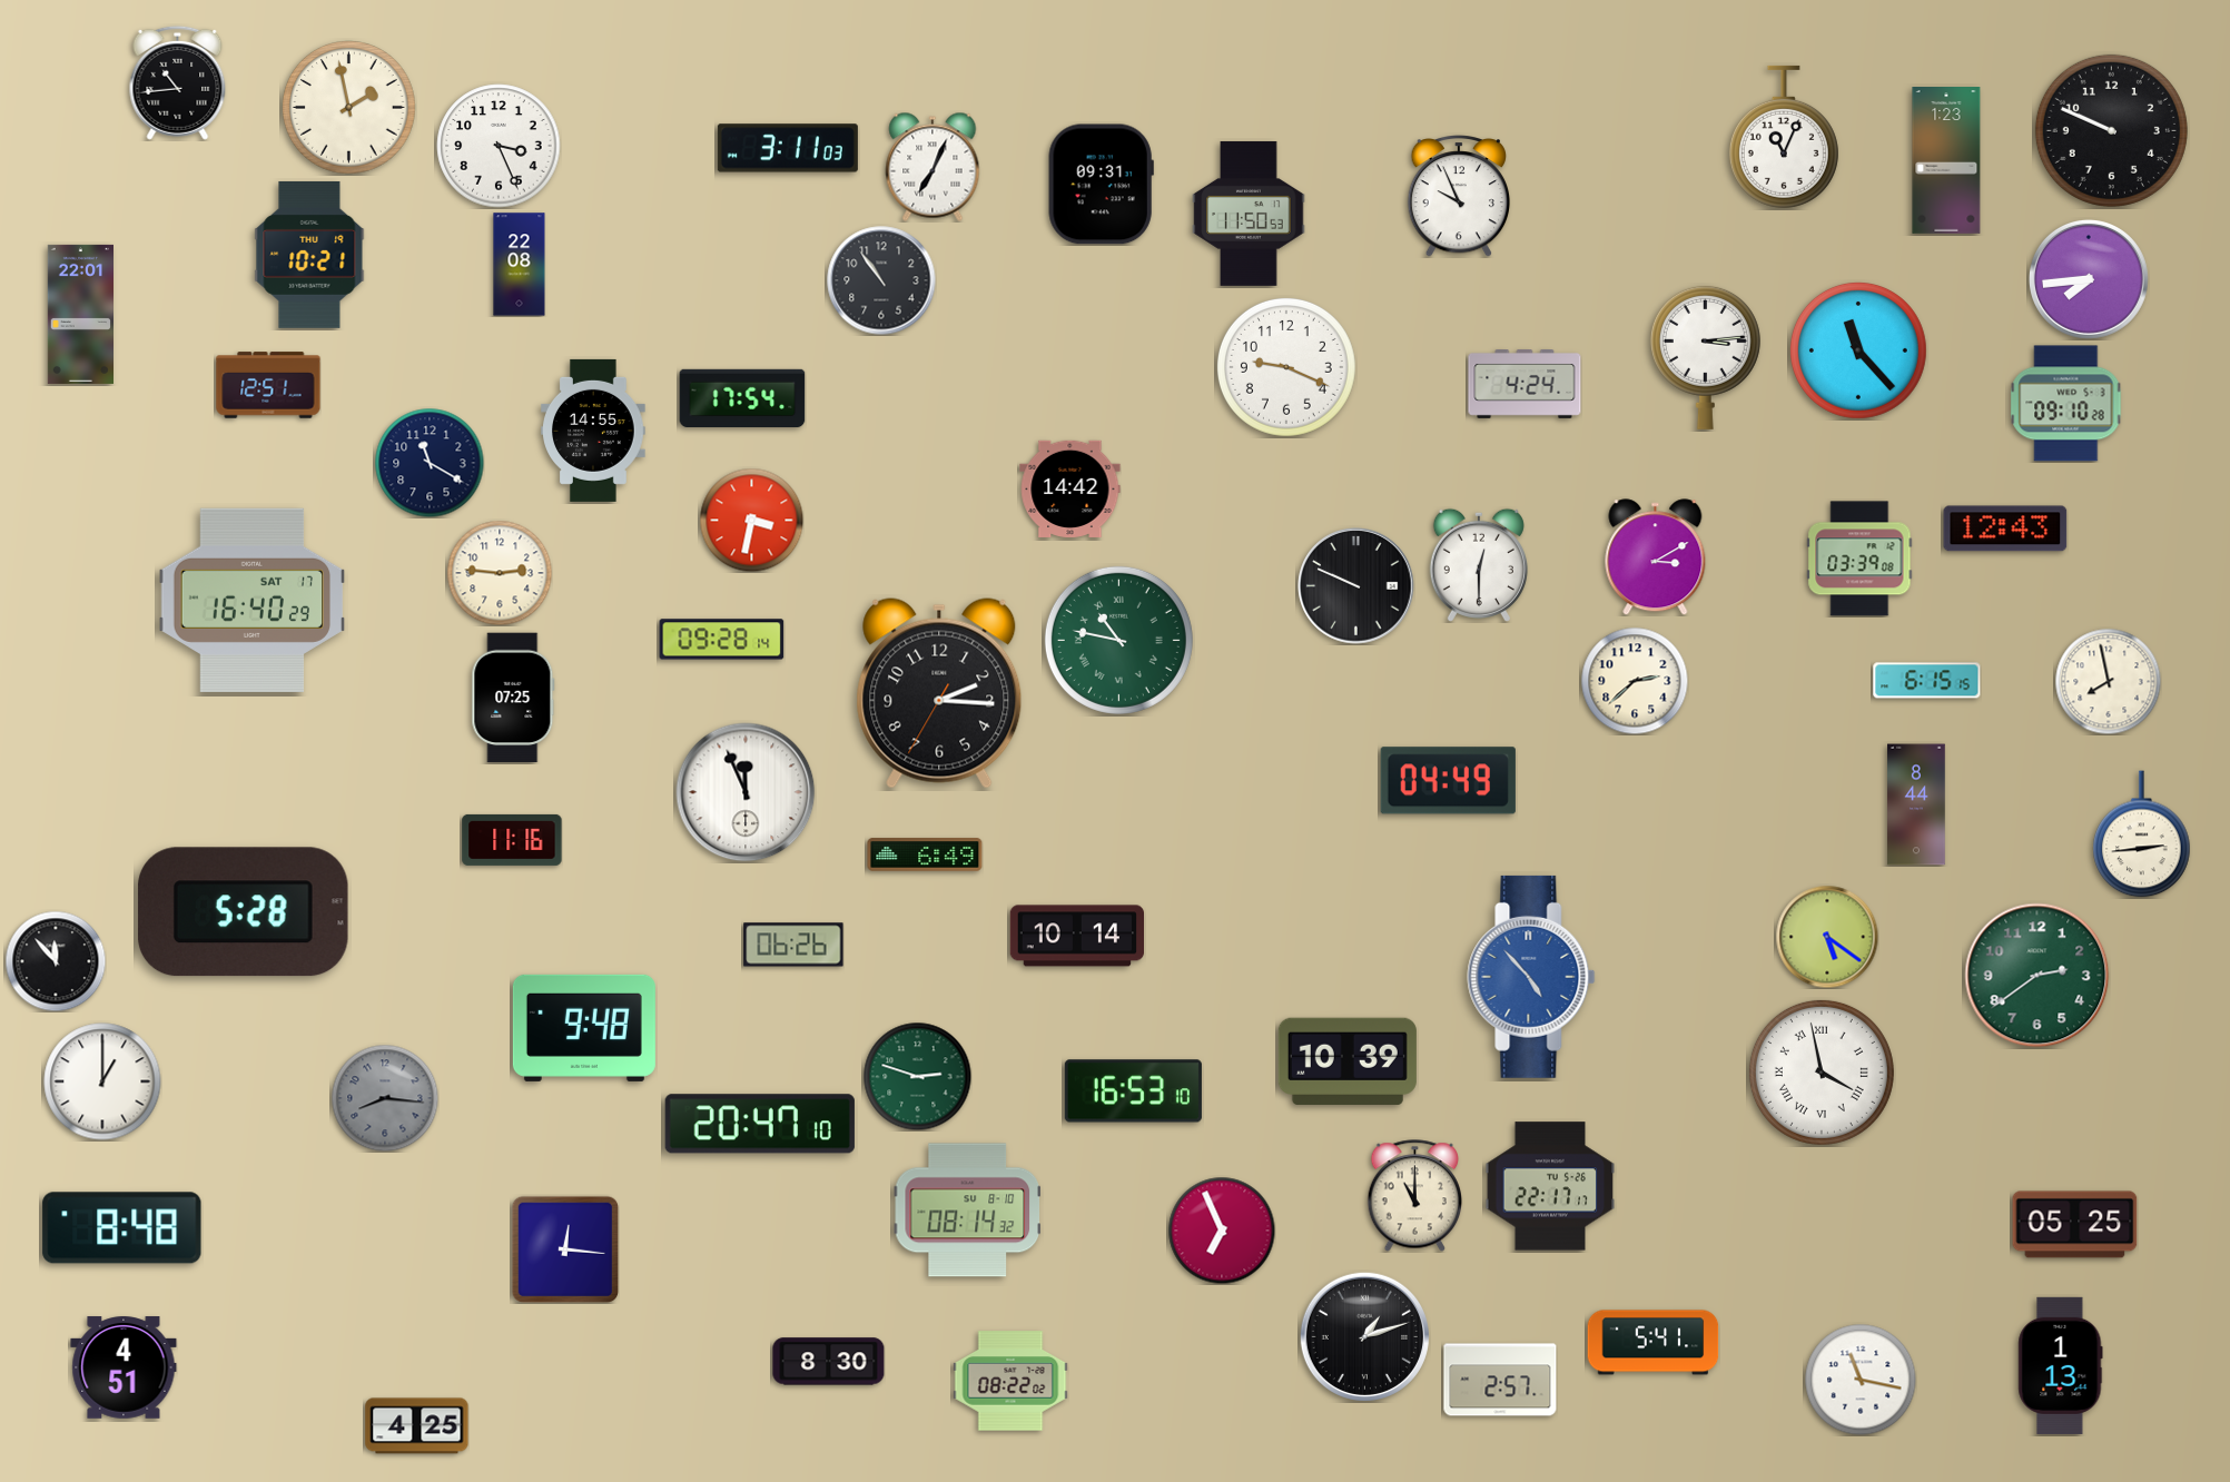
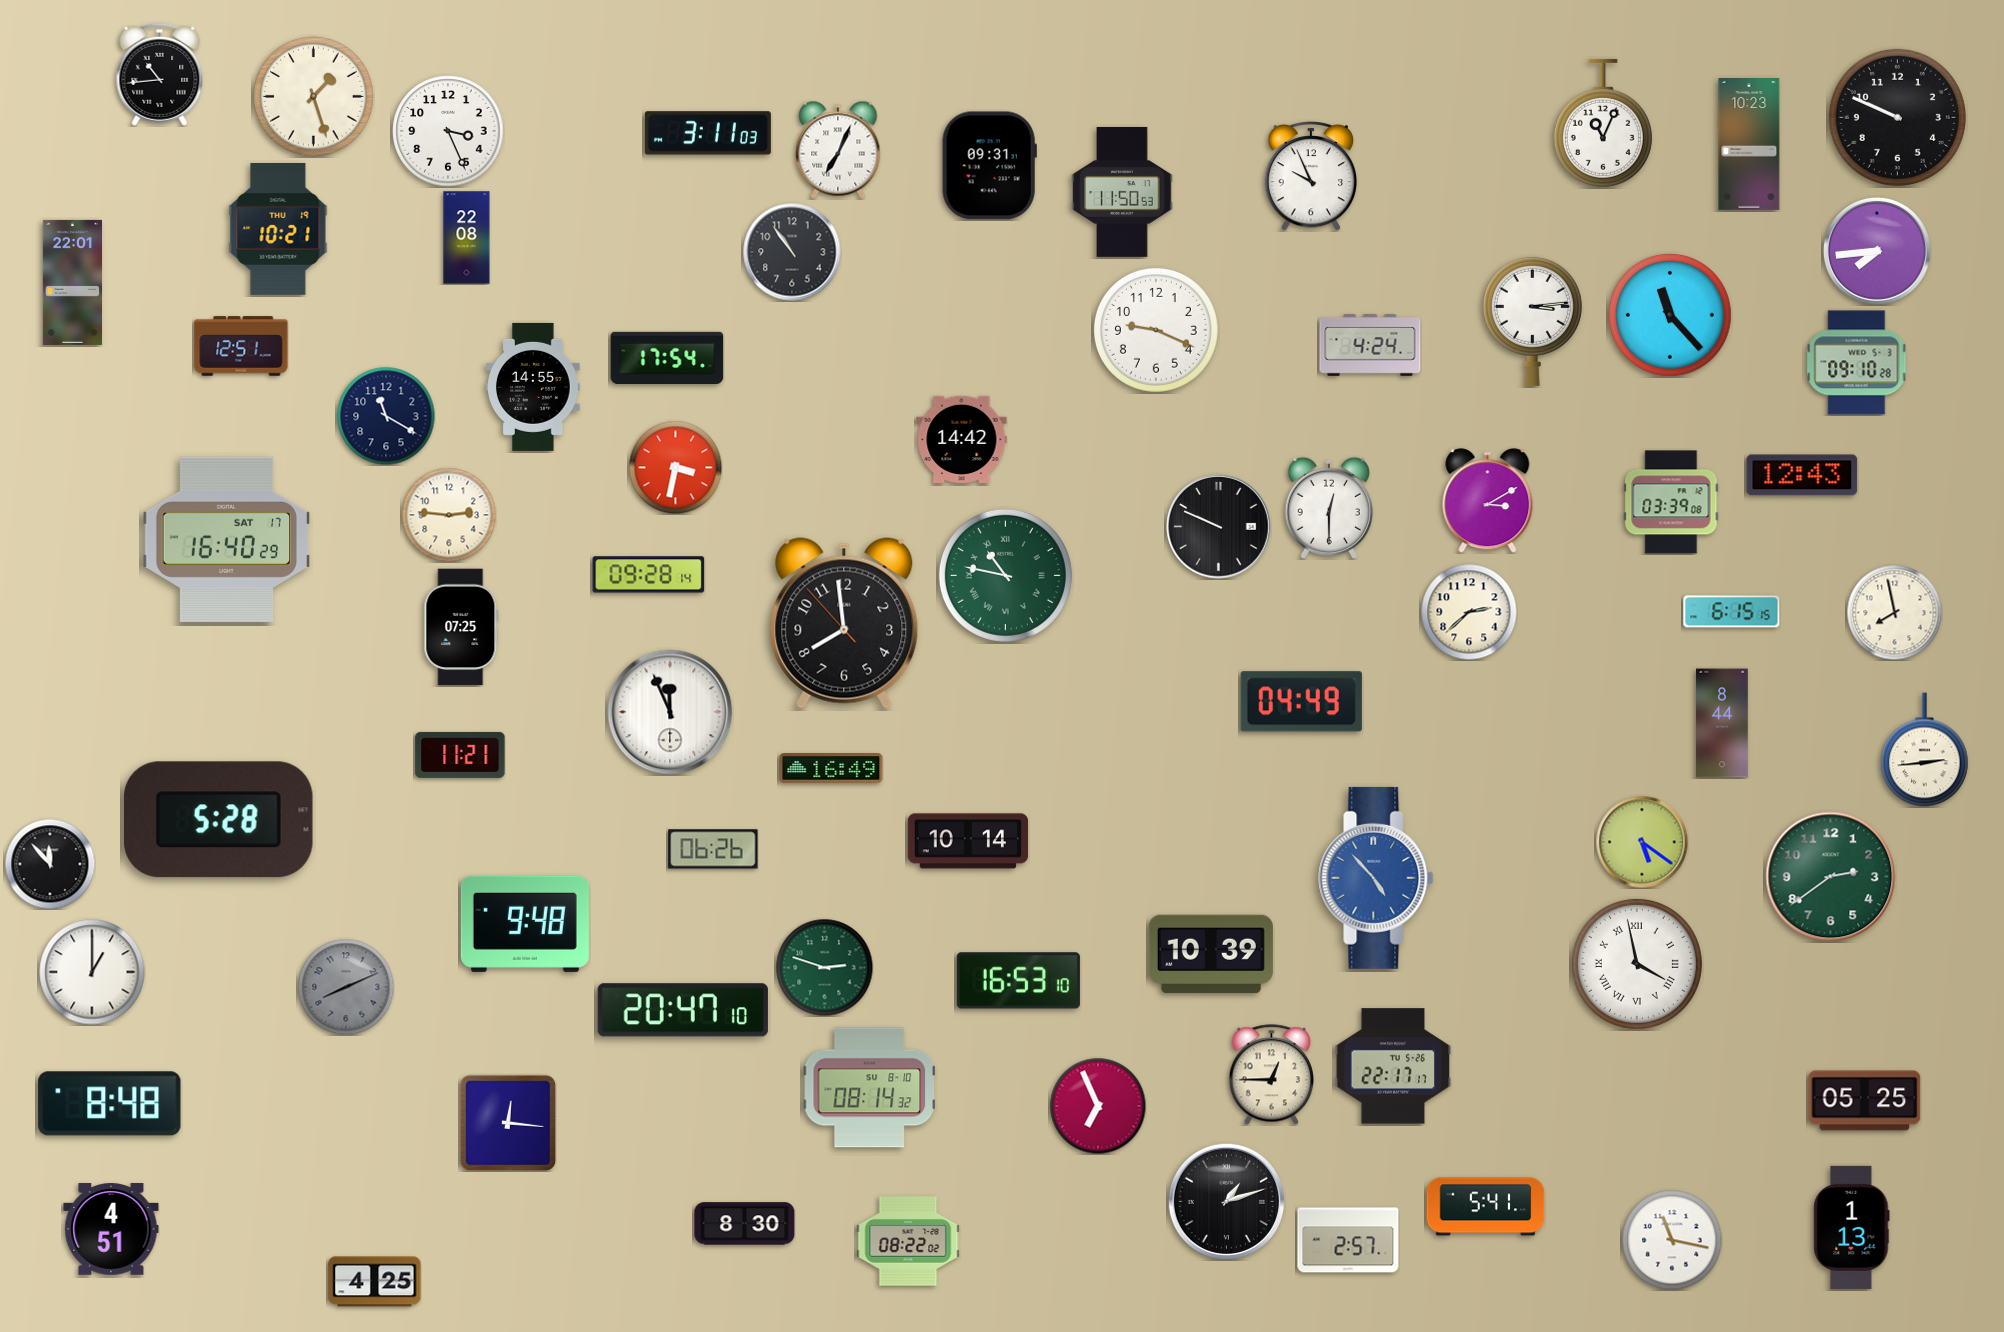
clock at (349, 108): 1:58 -> 1:27
clock at (1946, 161): 1:23 -> 10:23
clock at (939, 693): 2:15 -> 7:58
clock at (512, 840): 11:16 -> 11:21
clock at (925, 854): 6:49 -> 16:49
clock at (385, 1098): 8:16 -> 8:11
clock at (1415, 1196): 11:00 -> 12:45
